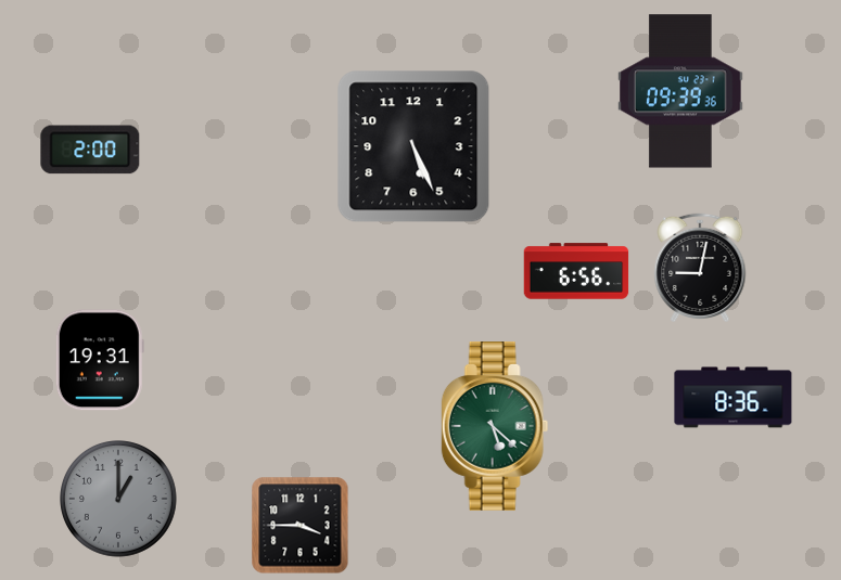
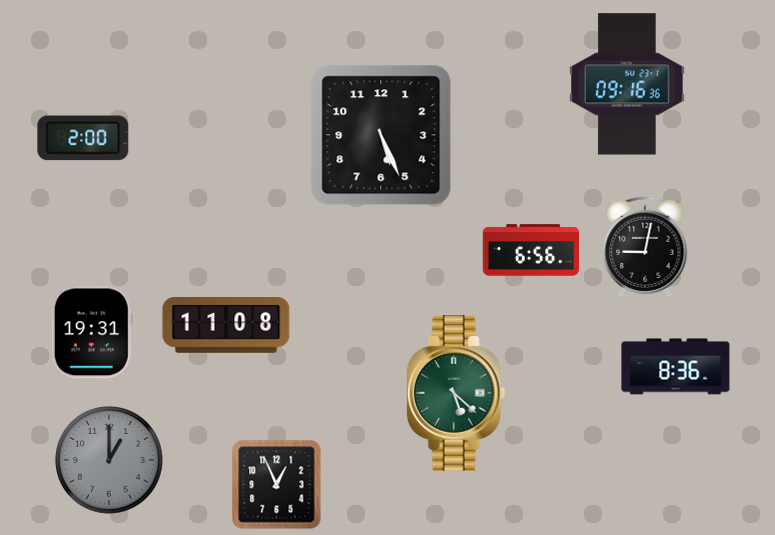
clock at (681, 91): 09:39 -> 09:16
clock at (226, 326): none -> 11:08
clock at (301, 526): 3:45 -> 12:56
